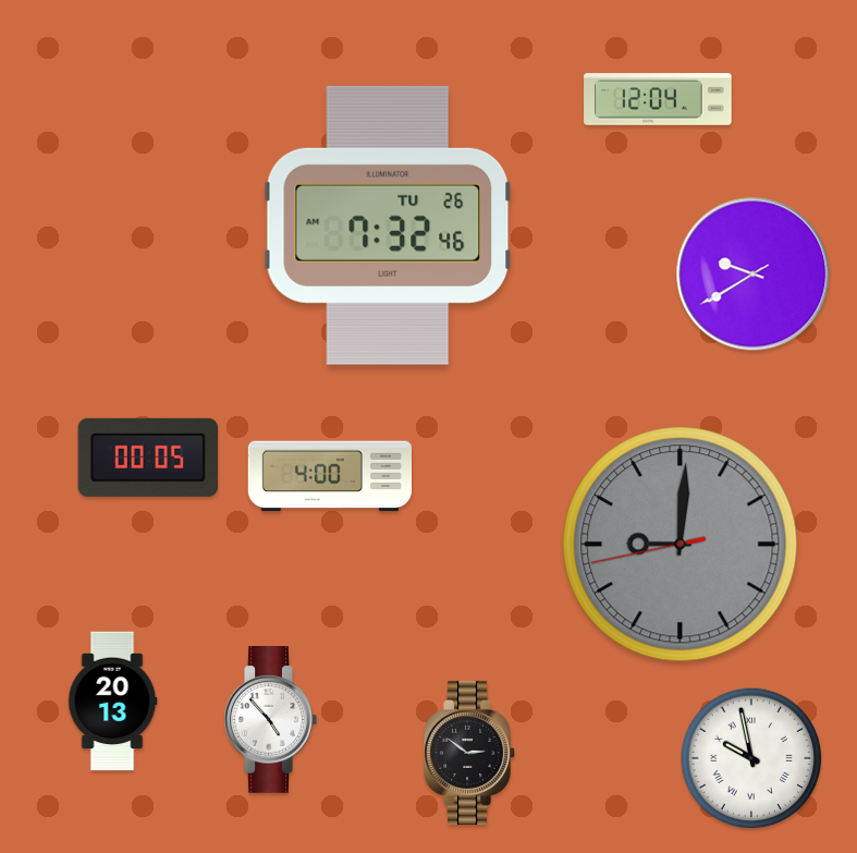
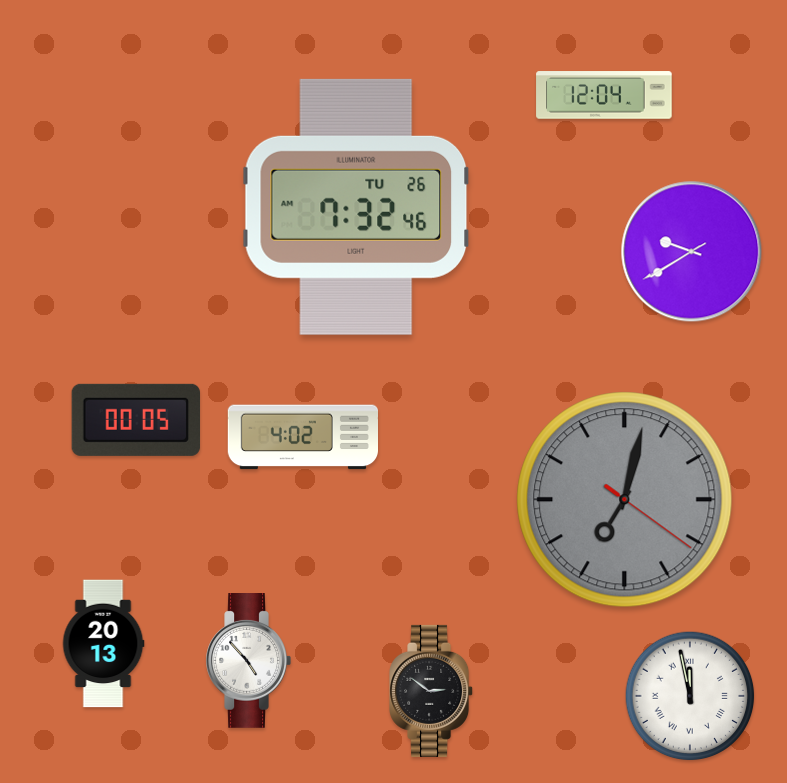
clock at (658, 99) position: (658, 99) -> (604, 95)
clock at (329, 476): 4:00 -> 4:02
clock at (681, 545): 9:00 -> 7:02
clock at (751, 758): 9:58 -> 11:58
